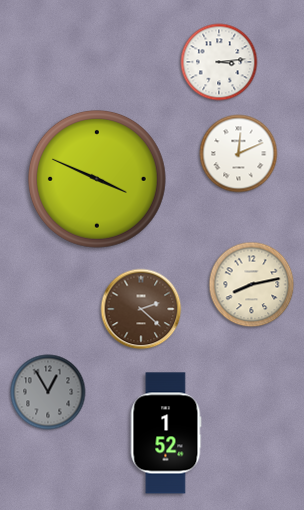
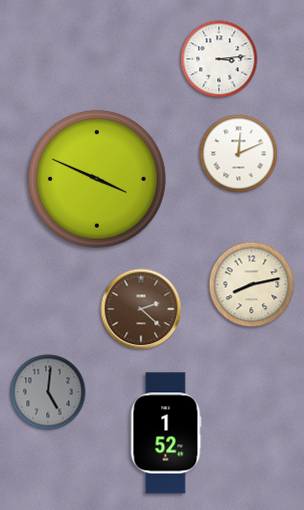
clock at (219, 62) position: (219, 62) -> (219, 59)
clock at (48, 392): 12:55 -> 5:01
